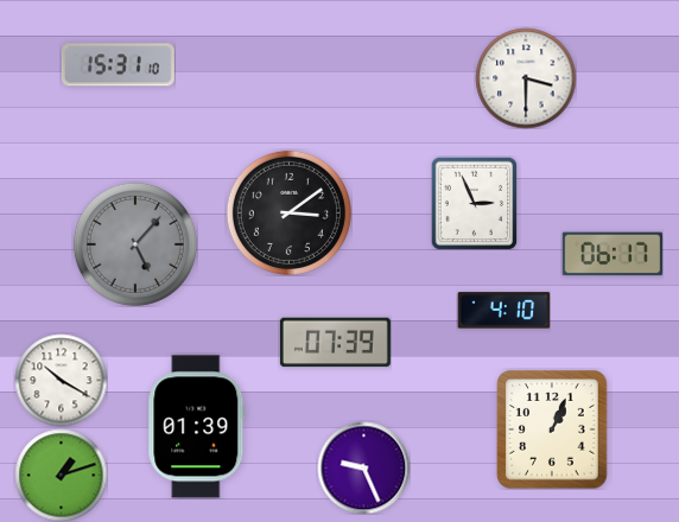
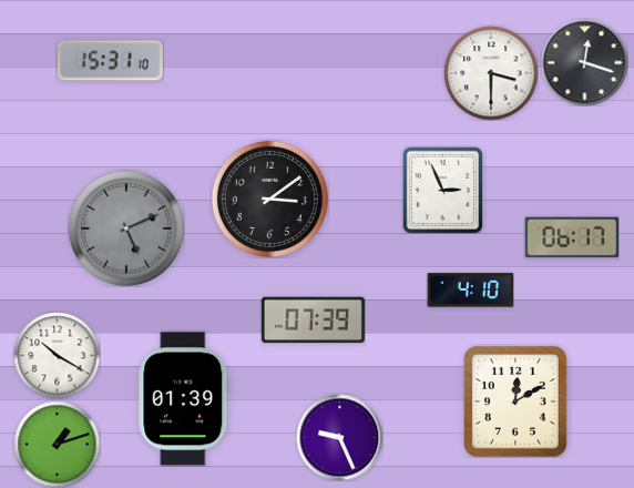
clock at (584, 62): none -> 12:18
clock at (135, 244): 5:07 -> 5:11
clock at (552, 429): 1:04 -> 12:10
